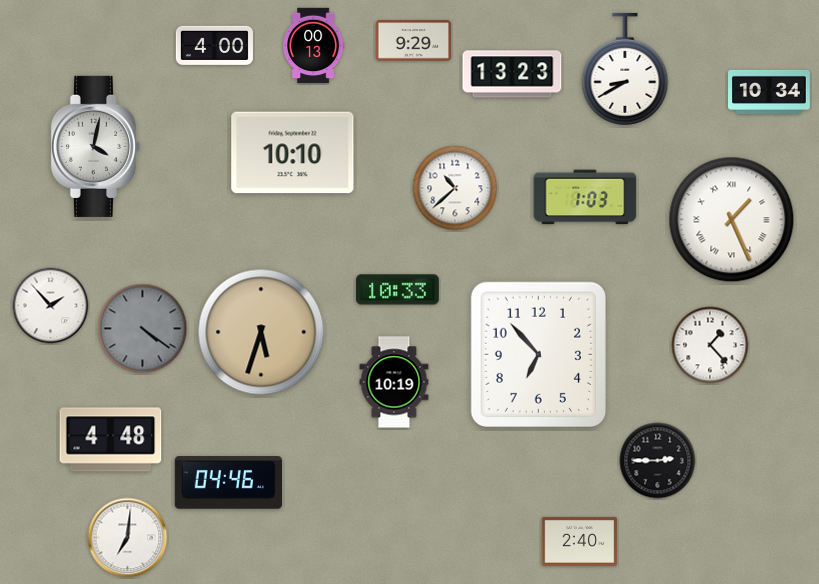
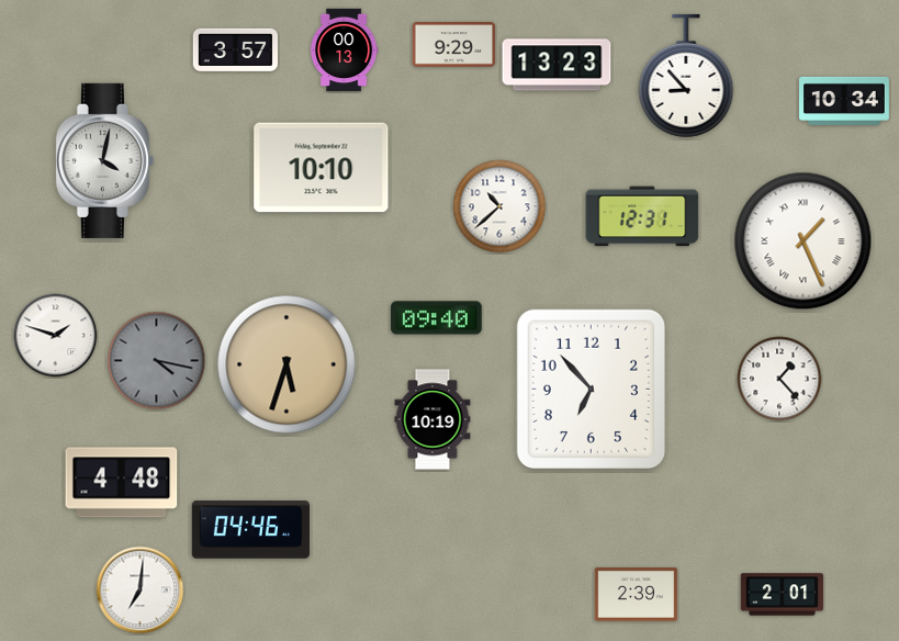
clock at (214, 45): 4:00 -> 3:57
clock at (625, 69): 8:40 -> 8:53
clock at (512, 74) position: (512, 74) -> (557, 65)
clock at (585, 197): 1:03 -> 12:31
clock at (398, 290): 10:33 -> 09:40
clock at (51, 306): 1:53 -> 1:48
clock at (143, 329): 4:21 -> 4:17
clock at (658, 461): 2:45 -> none
clock at (580, 542): 2:40 -> 2:39
clock at (783, 595): none -> 2:01
